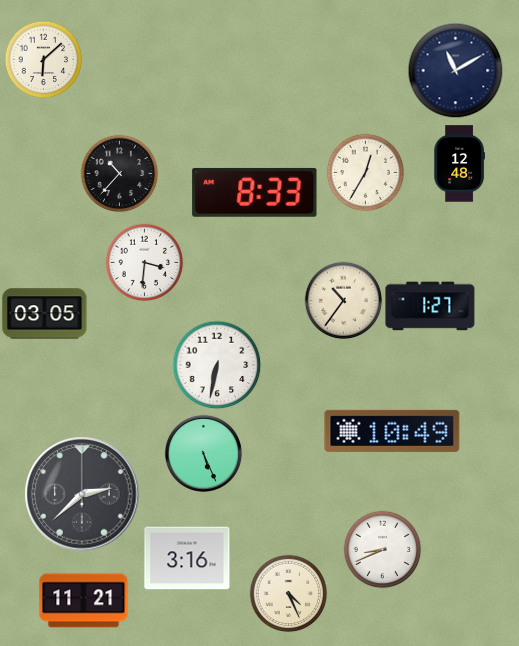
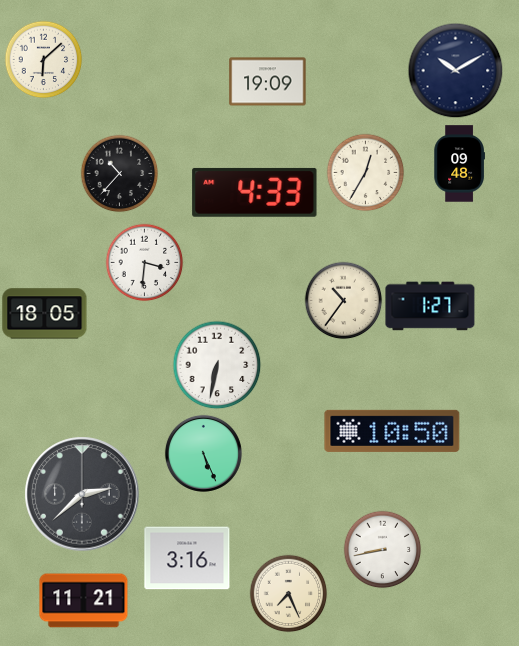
clock at (455, 70): 11:10 -> 10:10
clock at (268, 82): none -> 19:09
clock at (459, 164): 12:48 -> 09:48
clock at (255, 192): 8:33 -> 4:33
clock at (45, 314): 03:05 -> 18:05
clock at (392, 431): 10:49 -> 10:50
clock at (382, 549): 8:41 -> 8:43
clock at (288, 593): 4:26 -> 7:26
